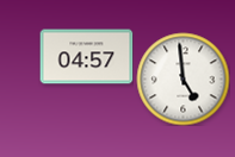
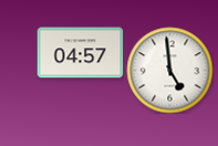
clock at (183, 78) position: (183, 78) -> (169, 70)
